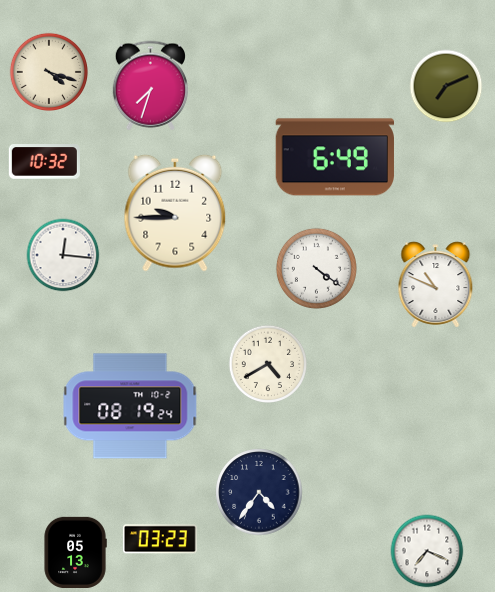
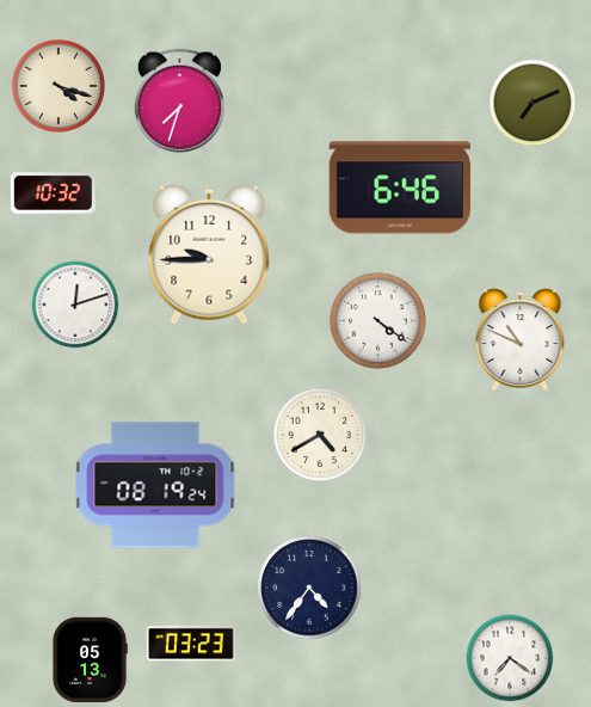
clock at (335, 157): 6:49 -> 6:46
clock at (63, 255): 12:16 -> 12:12
clock at (427, 551): 7:19 -> 7:21
